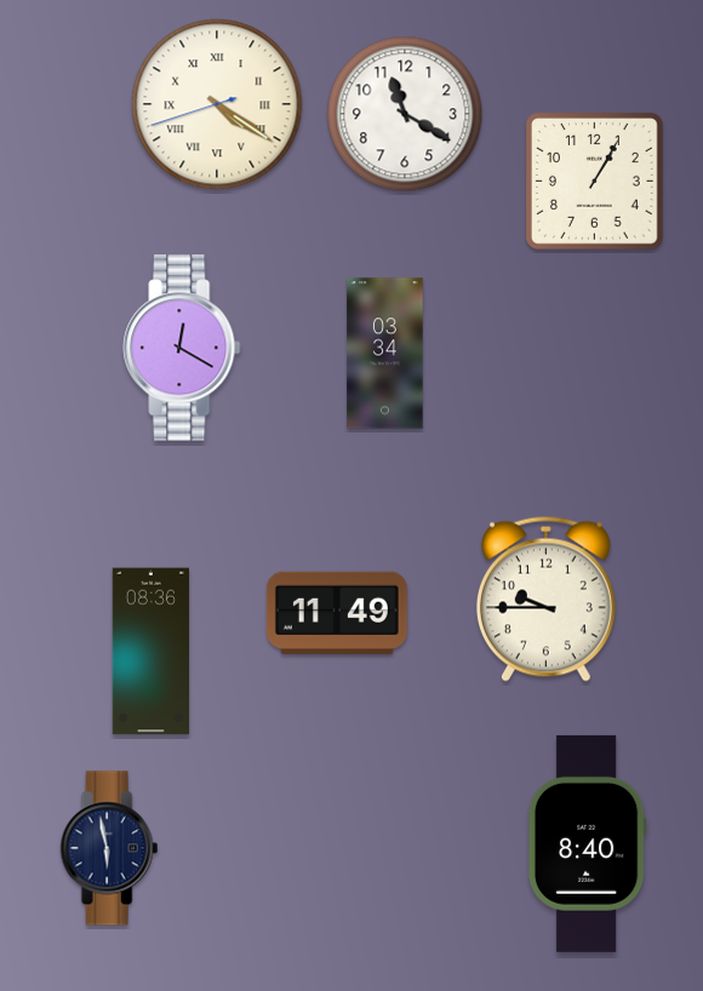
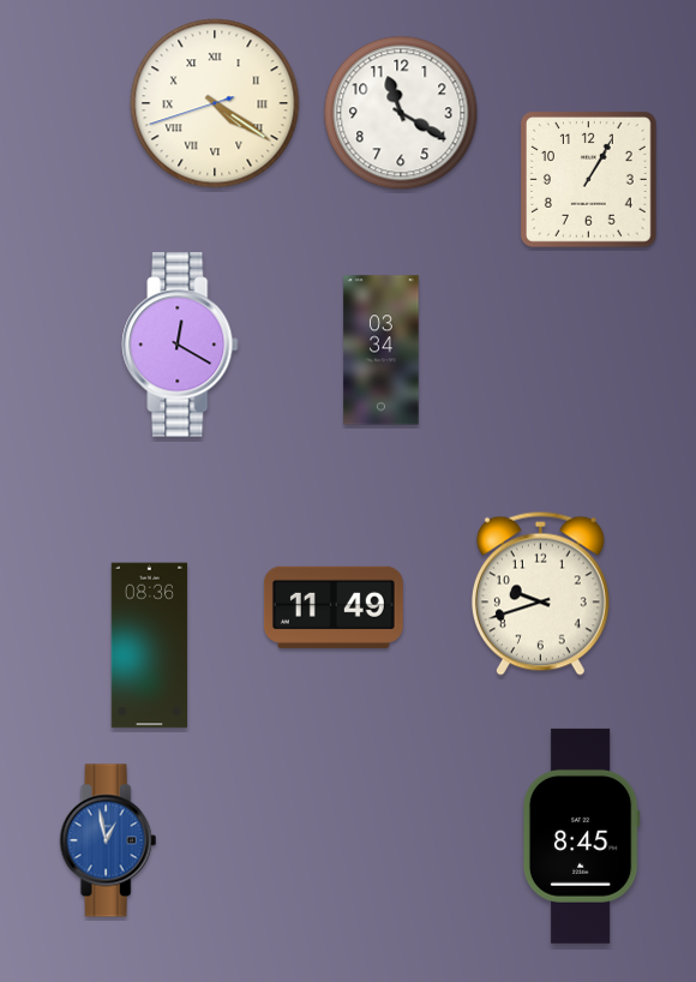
clock at (545, 598): 9:45 -> 9:42
clock at (587, 843): 8:40 -> 8:45
clock at (109, 848): 5:58 -> 12:58
clock at (109, 848) dial: navy -> blue
